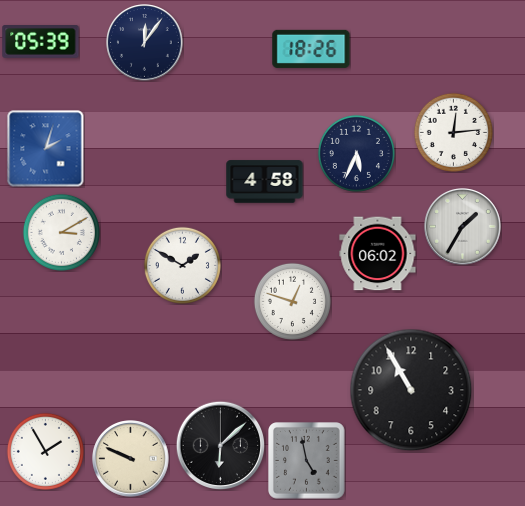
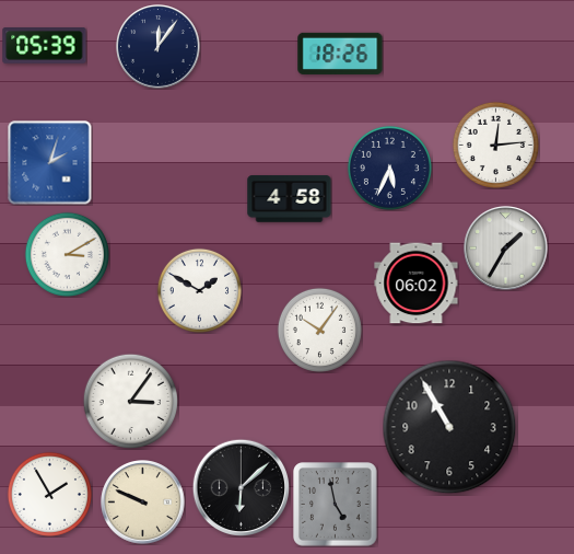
clock at (378, 254) position: (378, 254) -> (417, 284)
clock at (292, 301): 12:48 -> 10:06
clock at (130, 401): none -> 3:06
